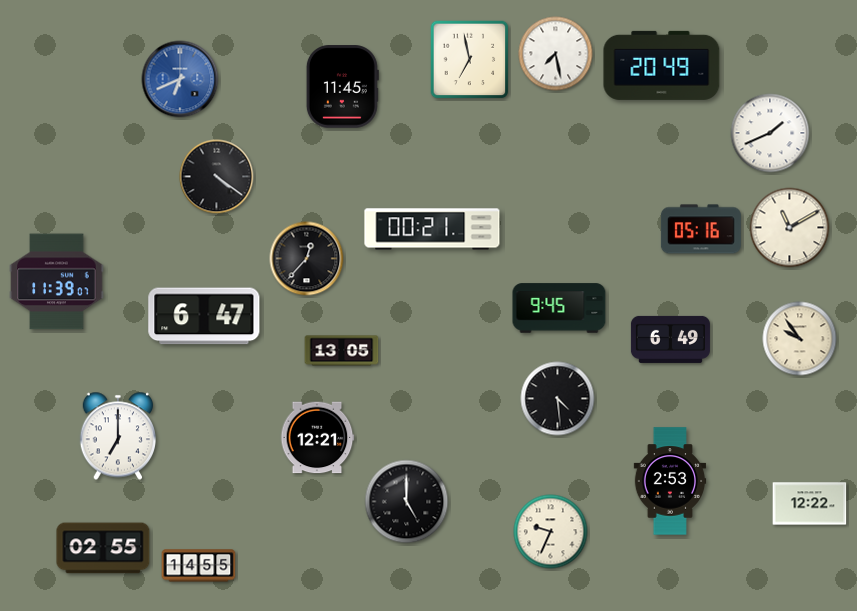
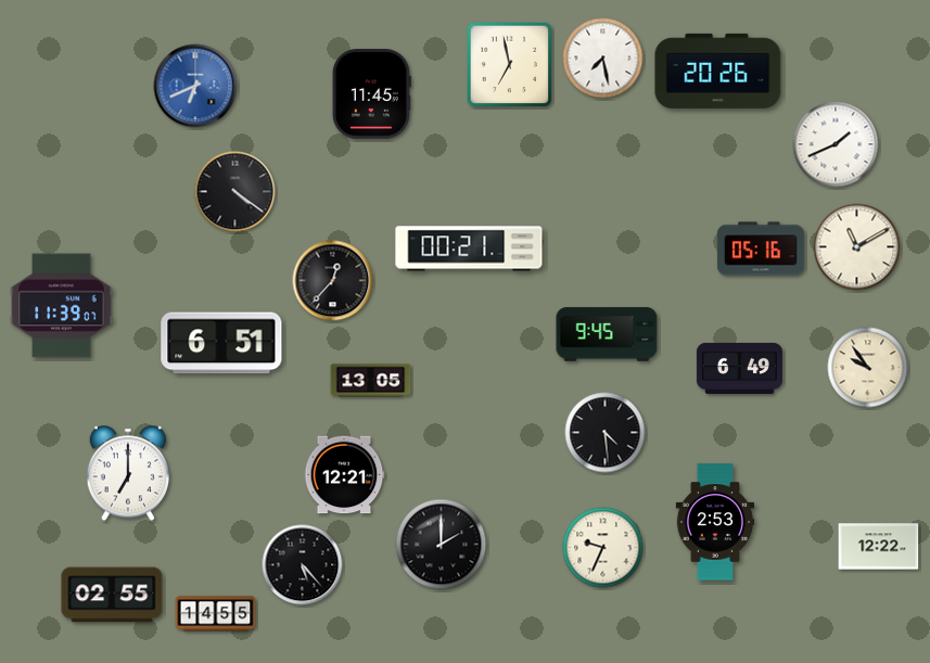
clock at (662, 65): 20:49 -> 20:26
clock at (204, 316): 6:47 -> 6:51
clock at (670, 339) position: (670, 339) -> (739, 368)
clock at (670, 481) position: (670, 481) -> (715, 522)
clock at (407, 502): 5:00 -> 2:00
clock at (303, 565): none -> 5:23
clock at (551, 532) position: (551, 532) -> (603, 548)
